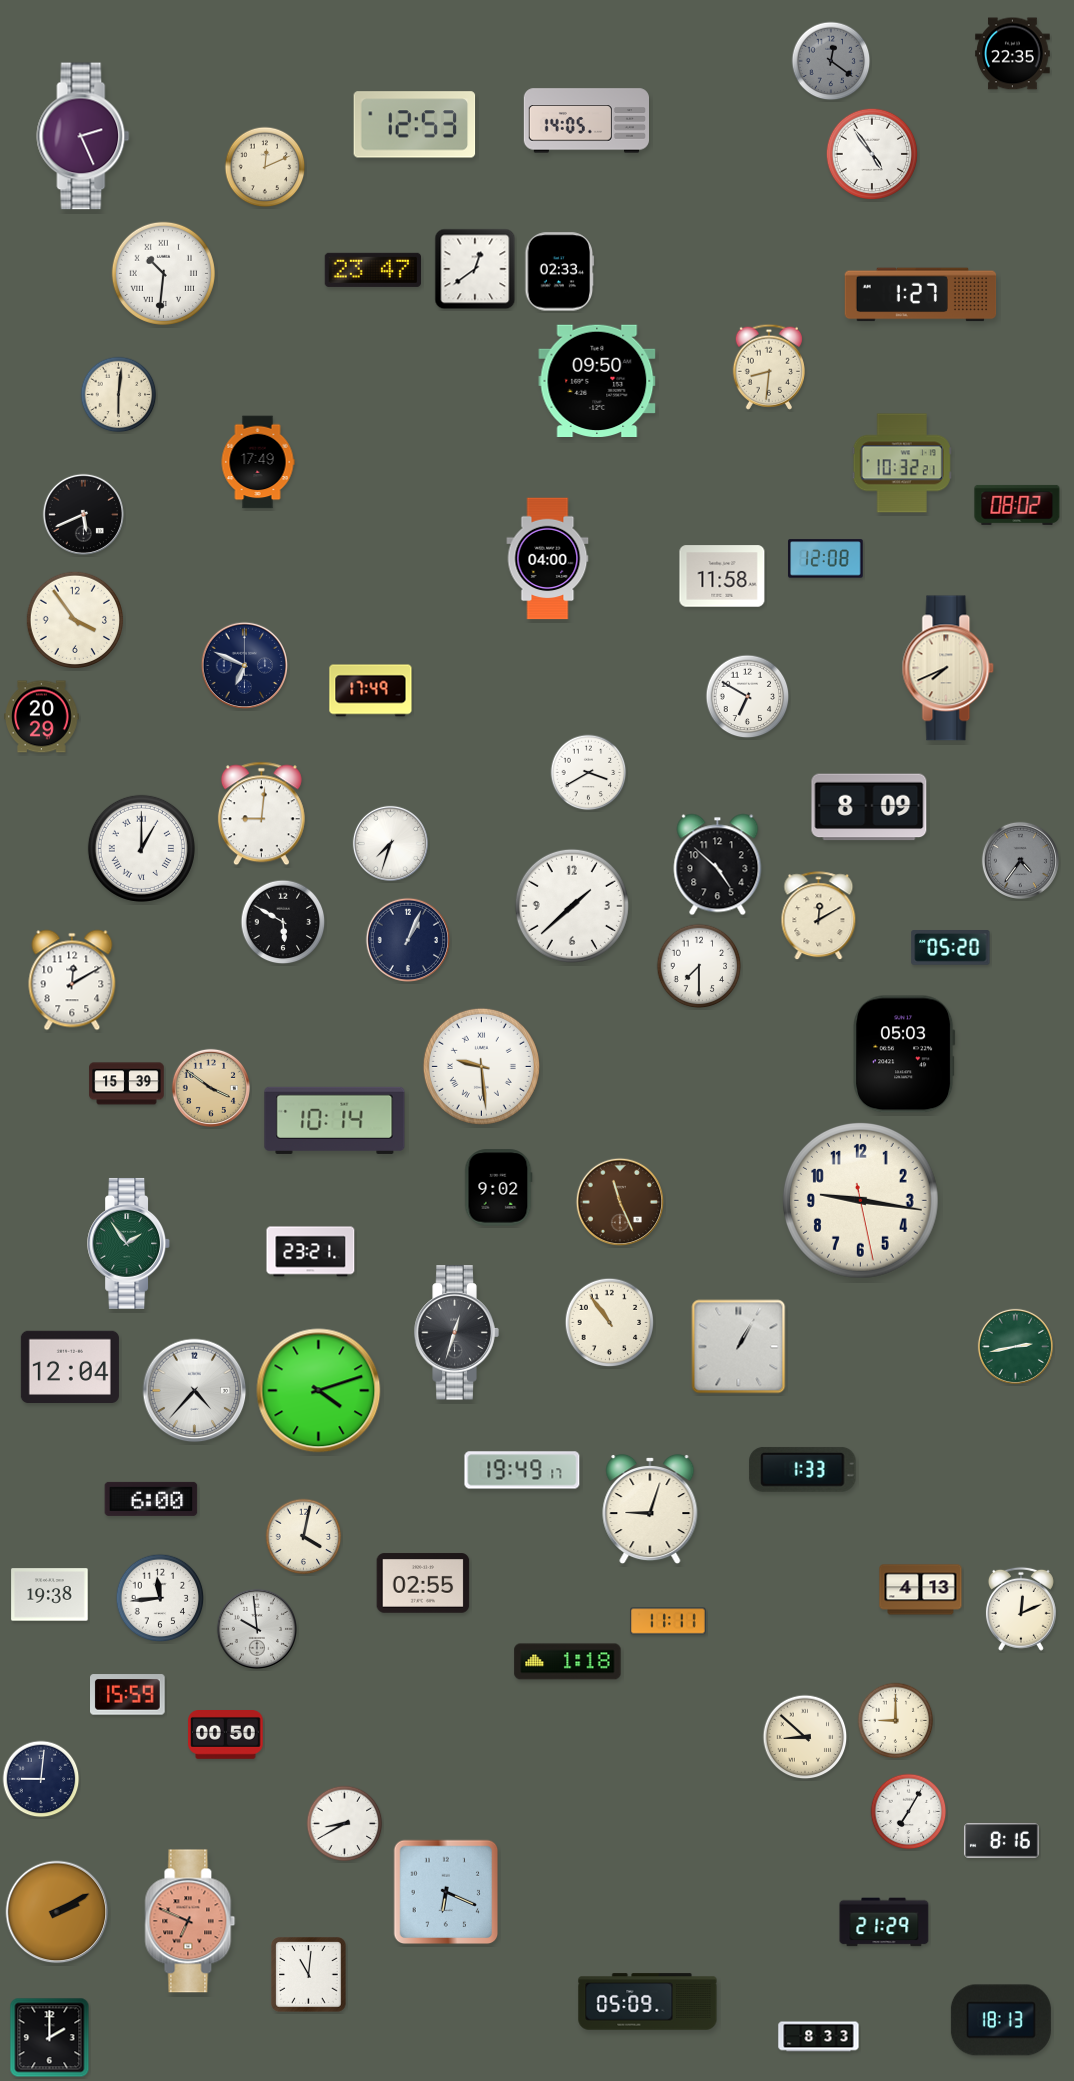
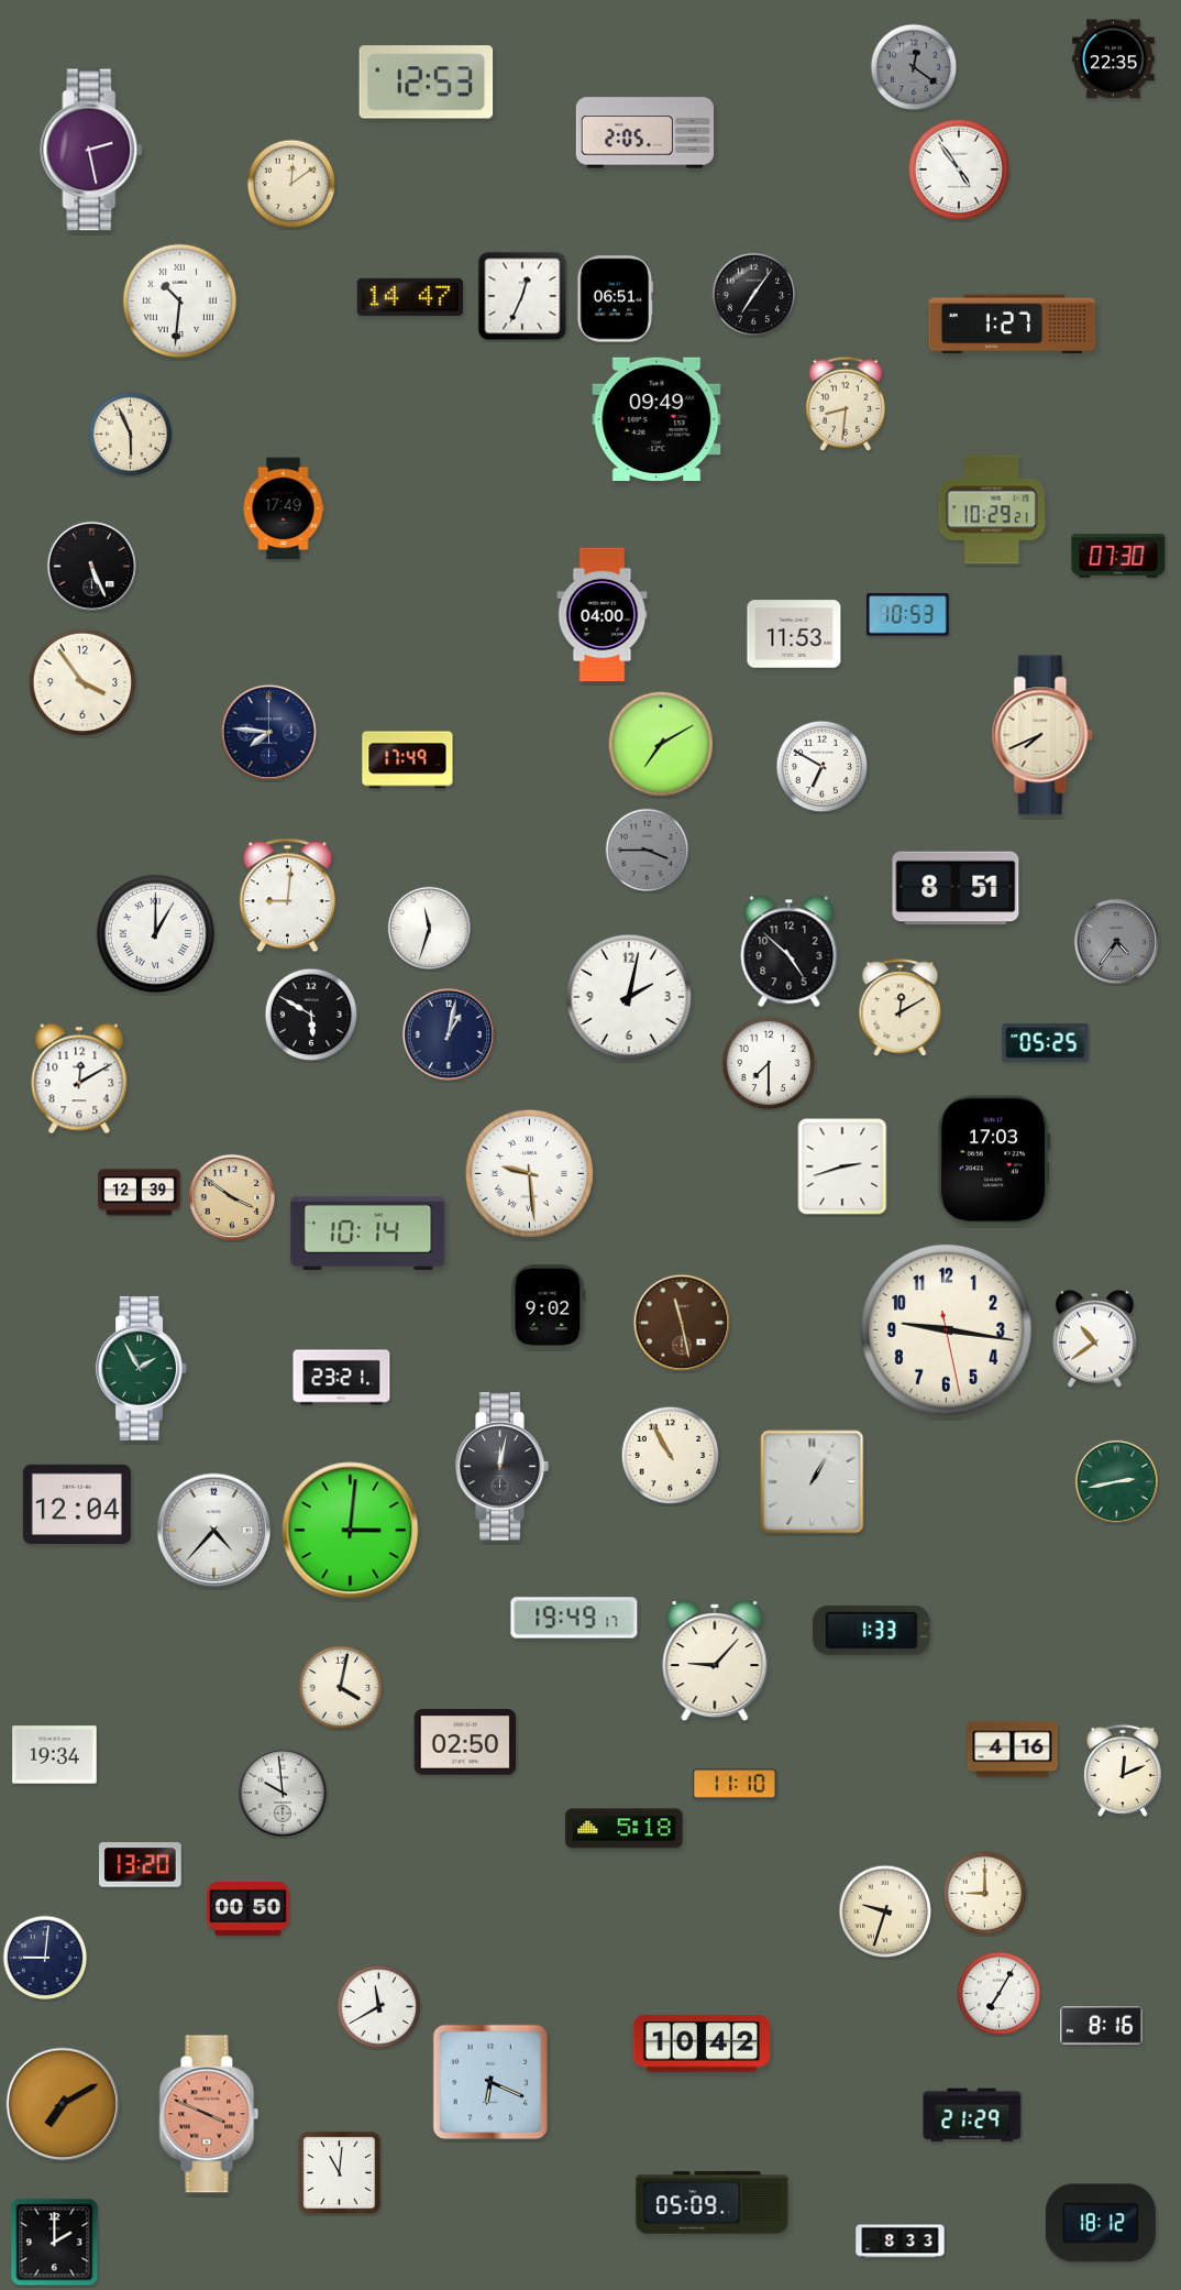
clock at (586, 121): 14:05 -> 2:05
clock at (415, 125) position: (415, 125) -> (427, 83)
clock at (83, 136): 2:26 -> 2:28
clock at (265, 167): 12:11 -> 12:09
clock at (754, 295): none -> 7:06
clock at (475, 269): 12:39 -> 12:34
clock at (373, 270): 23:47 -> 14:47
clock at (560, 272): 02:33 -> 06:51
clock at (597, 380): 09:50 -> 09:49
clock at (119, 395): 6:01 -> 5:56
clock at (902, 463): 10:32 -> 10:29
clock at (1017, 505): 08:02 -> 07:30
clock at (83, 514): 5:41 -> 5:26
clock at (826, 559): 12:08 -> 10:53
clock at (722, 576): 11:58 -> 11:53
clock at (245, 666): 6:49 -> 7:46
clock at (660, 743): none -> 7:10
clock at (42, 717): 20:29 -> none
clock at (589, 773): 3:40 -> 3:45
clock at (589, 773) dial: white -> grey
clock at (869, 807): 8:09 -> 8:51
clock at (390, 843): 7:33 -> 11:33
clock at (1020, 860) position: (1020, 860) -> (1116, 941)
clock at (572, 906): 1:38 -> 2:02
clock at (407, 939): 1:04 -> 1:02
clock at (951, 948): 05:20 -> 05:25
clock at (905, 1054): 05:03 -> 17:03
clock at (842, 1166): none -> 2:42
clock at (127, 1084): 15:39 -> 12:39
clock at (860, 1200) position: (860, 1200) -> (946, 1329)
clock at (620, 1202): 11:26 -> 11:28
clock at (1094, 1339): none -> 10:39
clock at (128, 1243): 1:54 -> 1:55
clock at (610, 1323): 10:54 -> 10:55
clock at (456, 1333): 12:33 -> 12:02
clock at (319, 1391): 4:12 -> 3:01
clock at (803, 1469) position: (803, 1469) -> (872, 1630)
clock at (151, 1499): 6:00 -> none
clock at (650, 1509): 9:03 -> 9:07
clock at (304, 1537) position: (304, 1537) -> (341, 1688)
clock at (423, 1583): 02:55 -> 02:50
clock at (921, 1590): 4:13 -> 4:16
clock at (50, 1595): 19:38 -> 19:34
clock at (160, 1598): 11:44 -> none
clock at (668, 1621): 11:11 -> 11:10
clock at (568, 1662): 1:18 -> 5:18
clock at (128, 1695): 15:59 -> 13:20
clock at (805, 1737): 8:52 -> 9:33
clock at (345, 1824): 8:40 -> 11:40
clock at (700, 2044): none -> 10:42
clock at (57, 1912): 2:10 -> 7:10
clock at (190, 1921): 6:49 -> 3:49
clock at (1001, 2020): 18:13 -> 18:12
